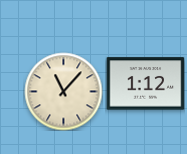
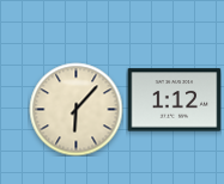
clock at (63, 91): 11:07 -> 6:07
